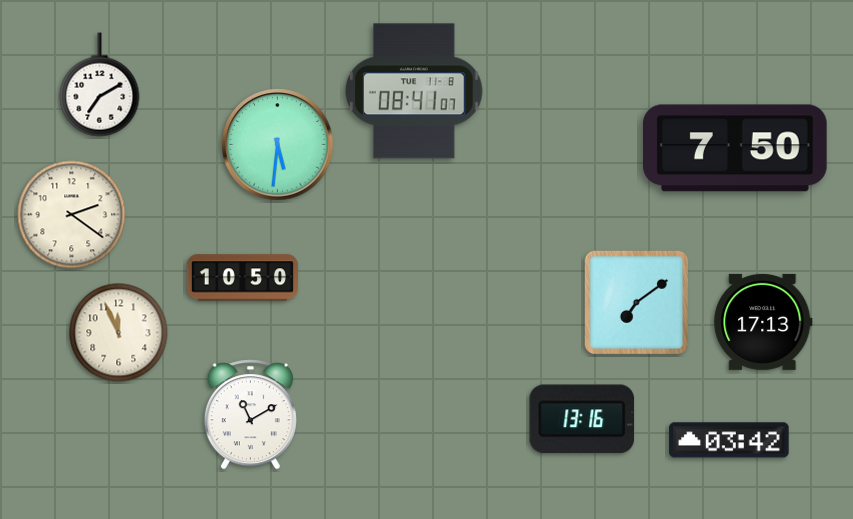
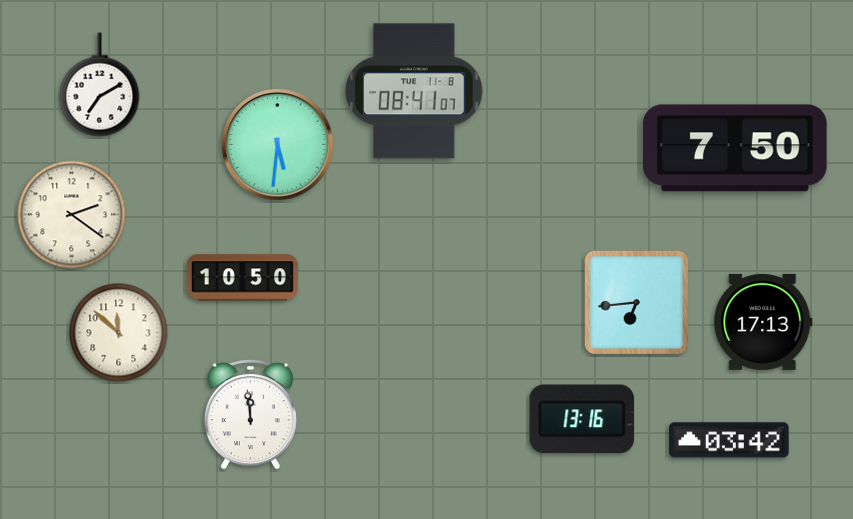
clock at (637, 303): 7:09 -> 6:44
clock at (119, 333): 11:56 -> 11:52
clock at (250, 415): 11:10 -> 11:59
